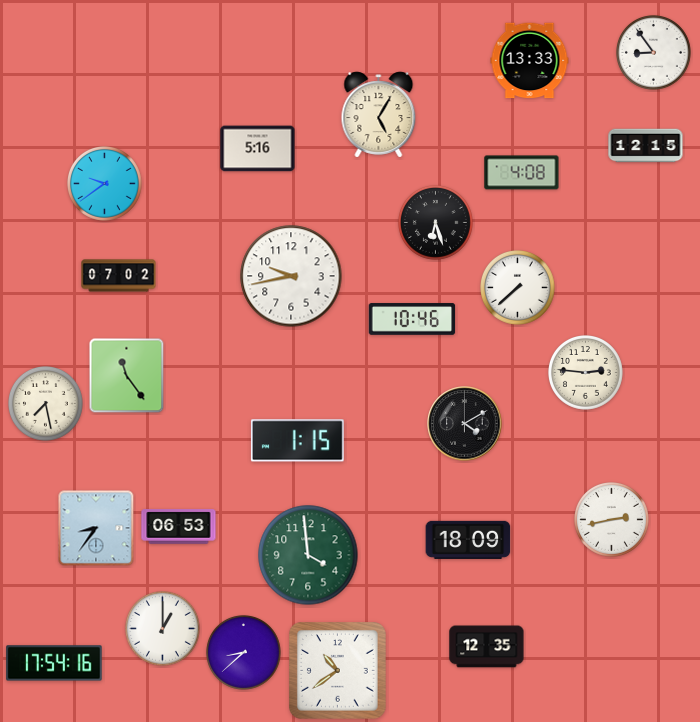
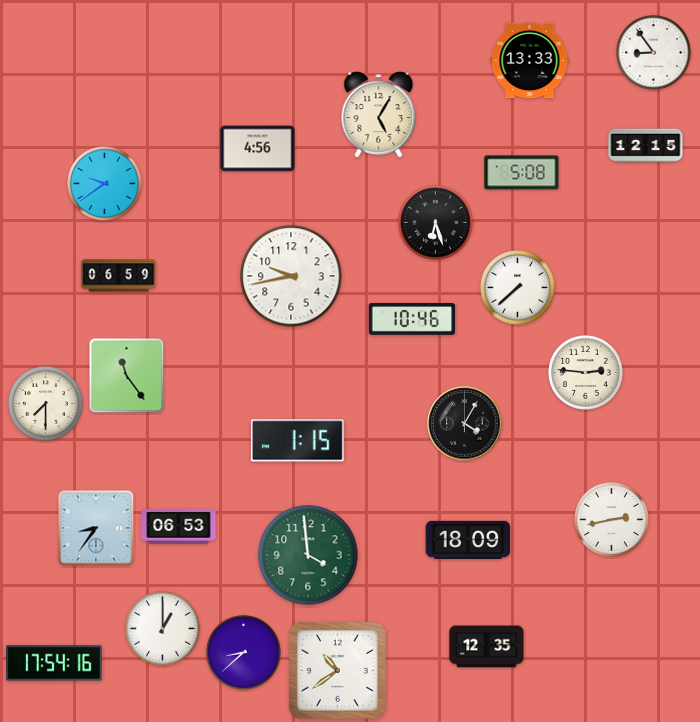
clock at (258, 149): 5:16 -> 4:56
clock at (522, 173): 4:08 -> 5:08
clock at (119, 276): 07:02 -> 06:59
clock at (46, 404): 7:28 -> 7:30
clock at (465, 424): 4:10 -> 4:05
